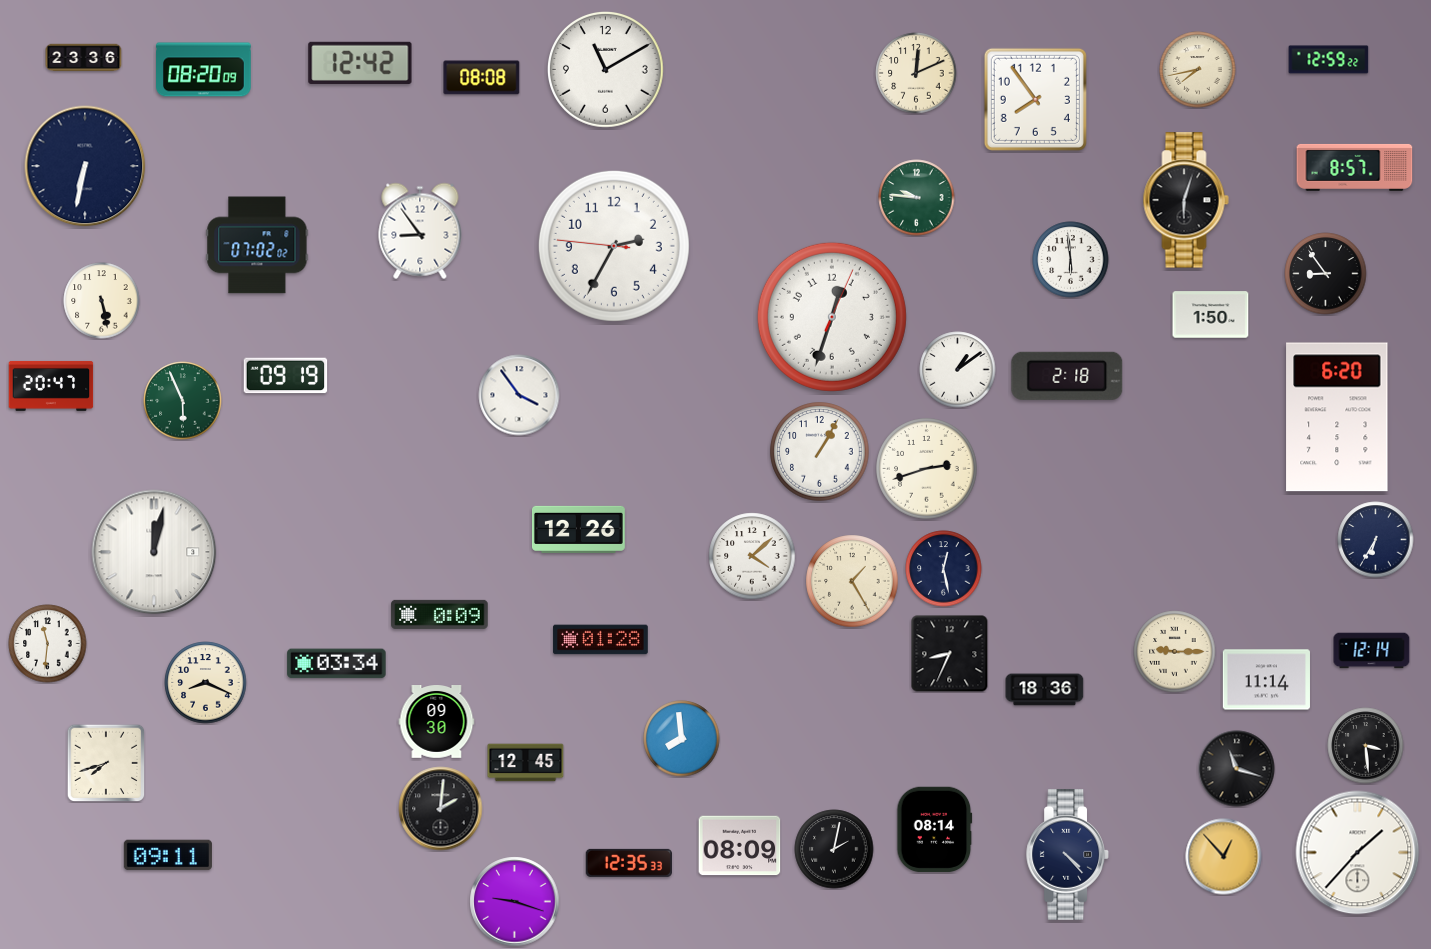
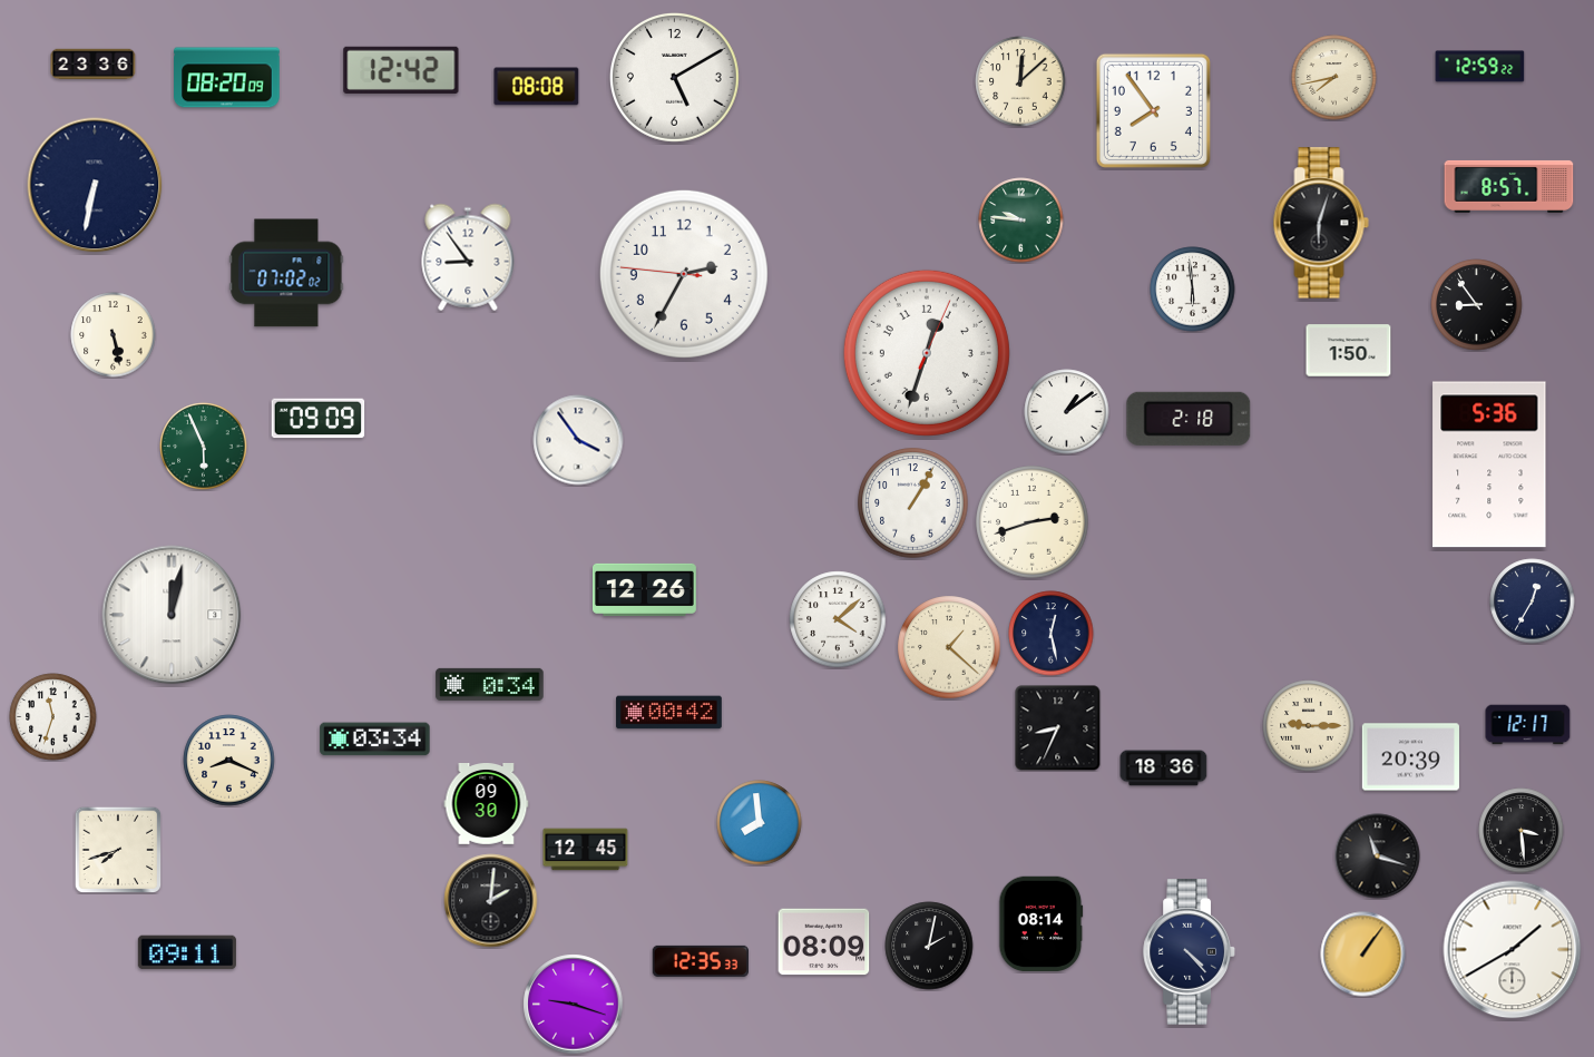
clock at (606, 70): 11:10 -> 5:10
clock at (916, 73): 12:11 -> 12:08
clock at (286, 376): 09:19 -> 09:09
clock at (51, 386): 20:47 -> none
clock at (1337, 417): 6:20 -> 5:36
clock at (1376, 540): 6:35 -> 12:35
clock at (852, 581): 1:25 -> 1:22
clock at (440, 614): 0:09 -> 0:34
clock at (601, 640): 01:28 -> 00:42
clock at (48, 644): 11:31 -> 11:33
clock at (1372, 651): 12:14 -> 12:17
clock at (1266, 680): 11:14 -> 20:39
clock at (1358, 853): 1:37 -> 1:40
clock at (1224, 857): 12:53 -> 1:06
